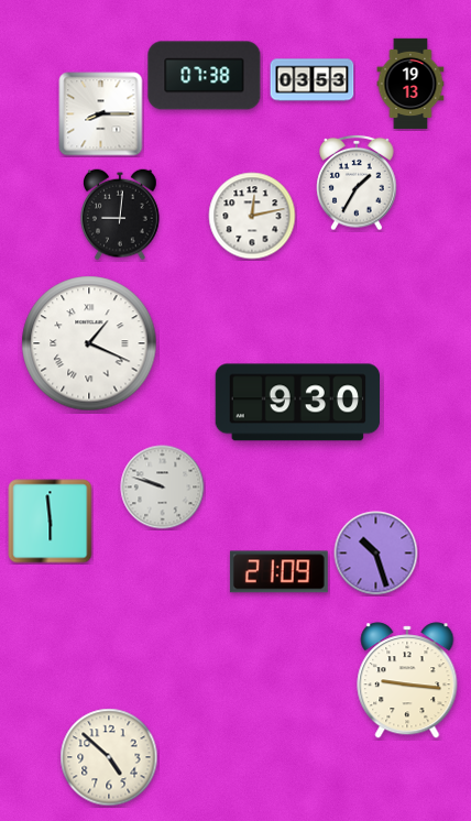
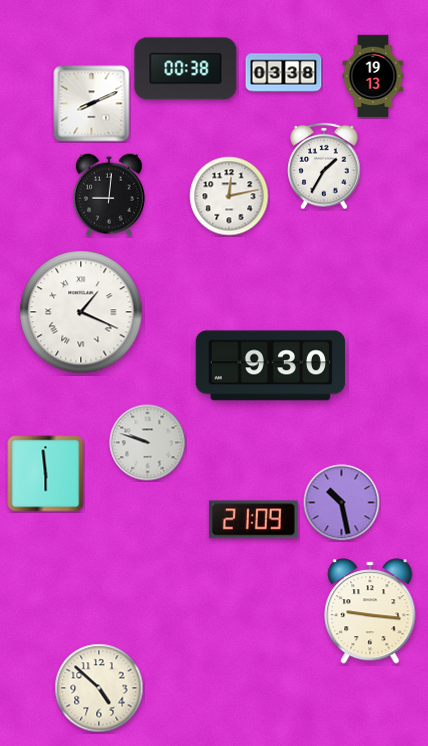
clock at (205, 76): 07:38 -> 00:38
clock at (313, 80): 03:53 -> 03:38
clock at (101, 114): 8:15 -> 8:11
clock at (376, 554): 10:27 -> 10:28
clock at (407, 680) position: (407, 680) -> (370, 611)
